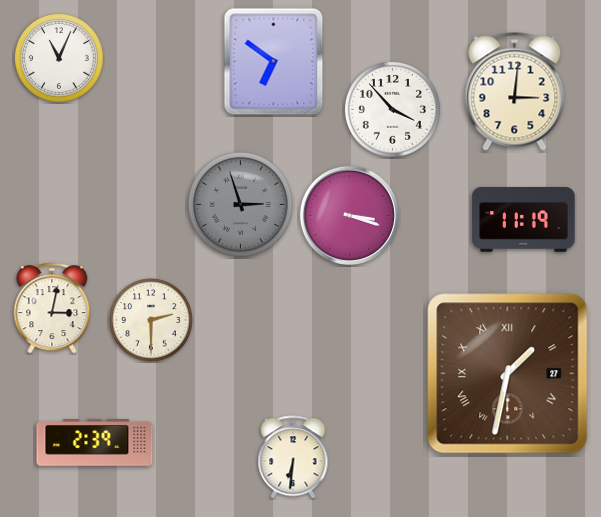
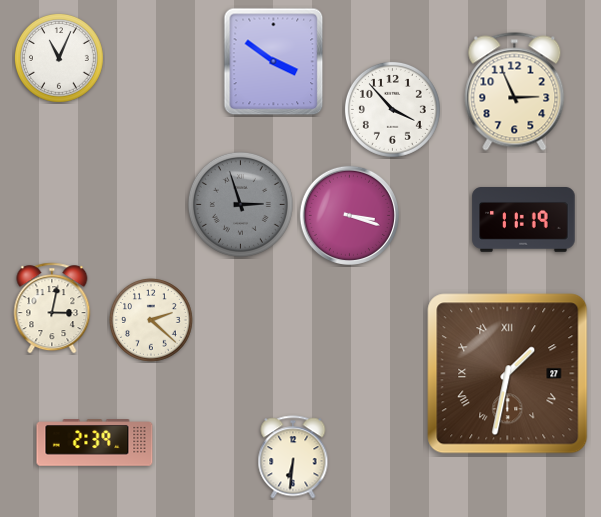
clock at (274, 62): 6:51 -> 3:51
clock at (515, 92): 3:01 -> 2:56
clock at (151, 320): 2:30 -> 2:22
